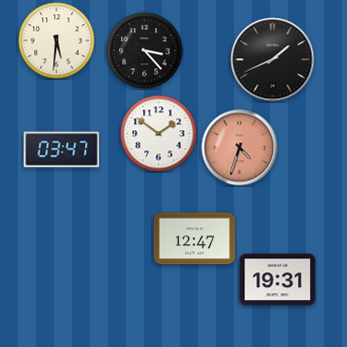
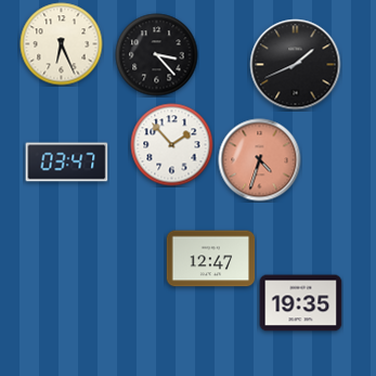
clock at (57, 41): 5:31 -> 6:26
clock at (159, 134): 1:51 -> 1:53
clock at (278, 280): 19:31 -> 19:35
